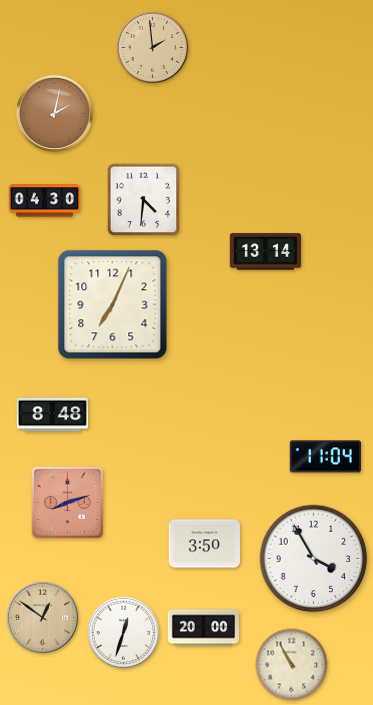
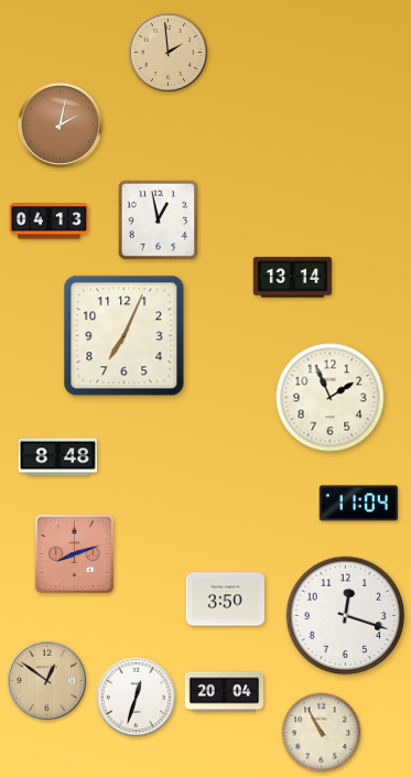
clock at (144, 200): 4:31 -> 12:58
clock at (45, 201): 04:30 -> 04:13
clock at (331, 398): none -> 1:56
clock at (314, 559): 3:55 -> 12:18
clock at (204, 628): 20:00 -> 20:04
